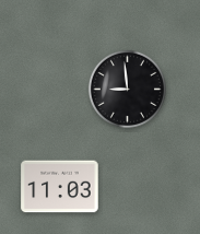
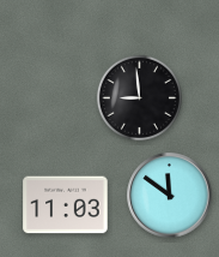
clock at (170, 196): none -> 11:51
